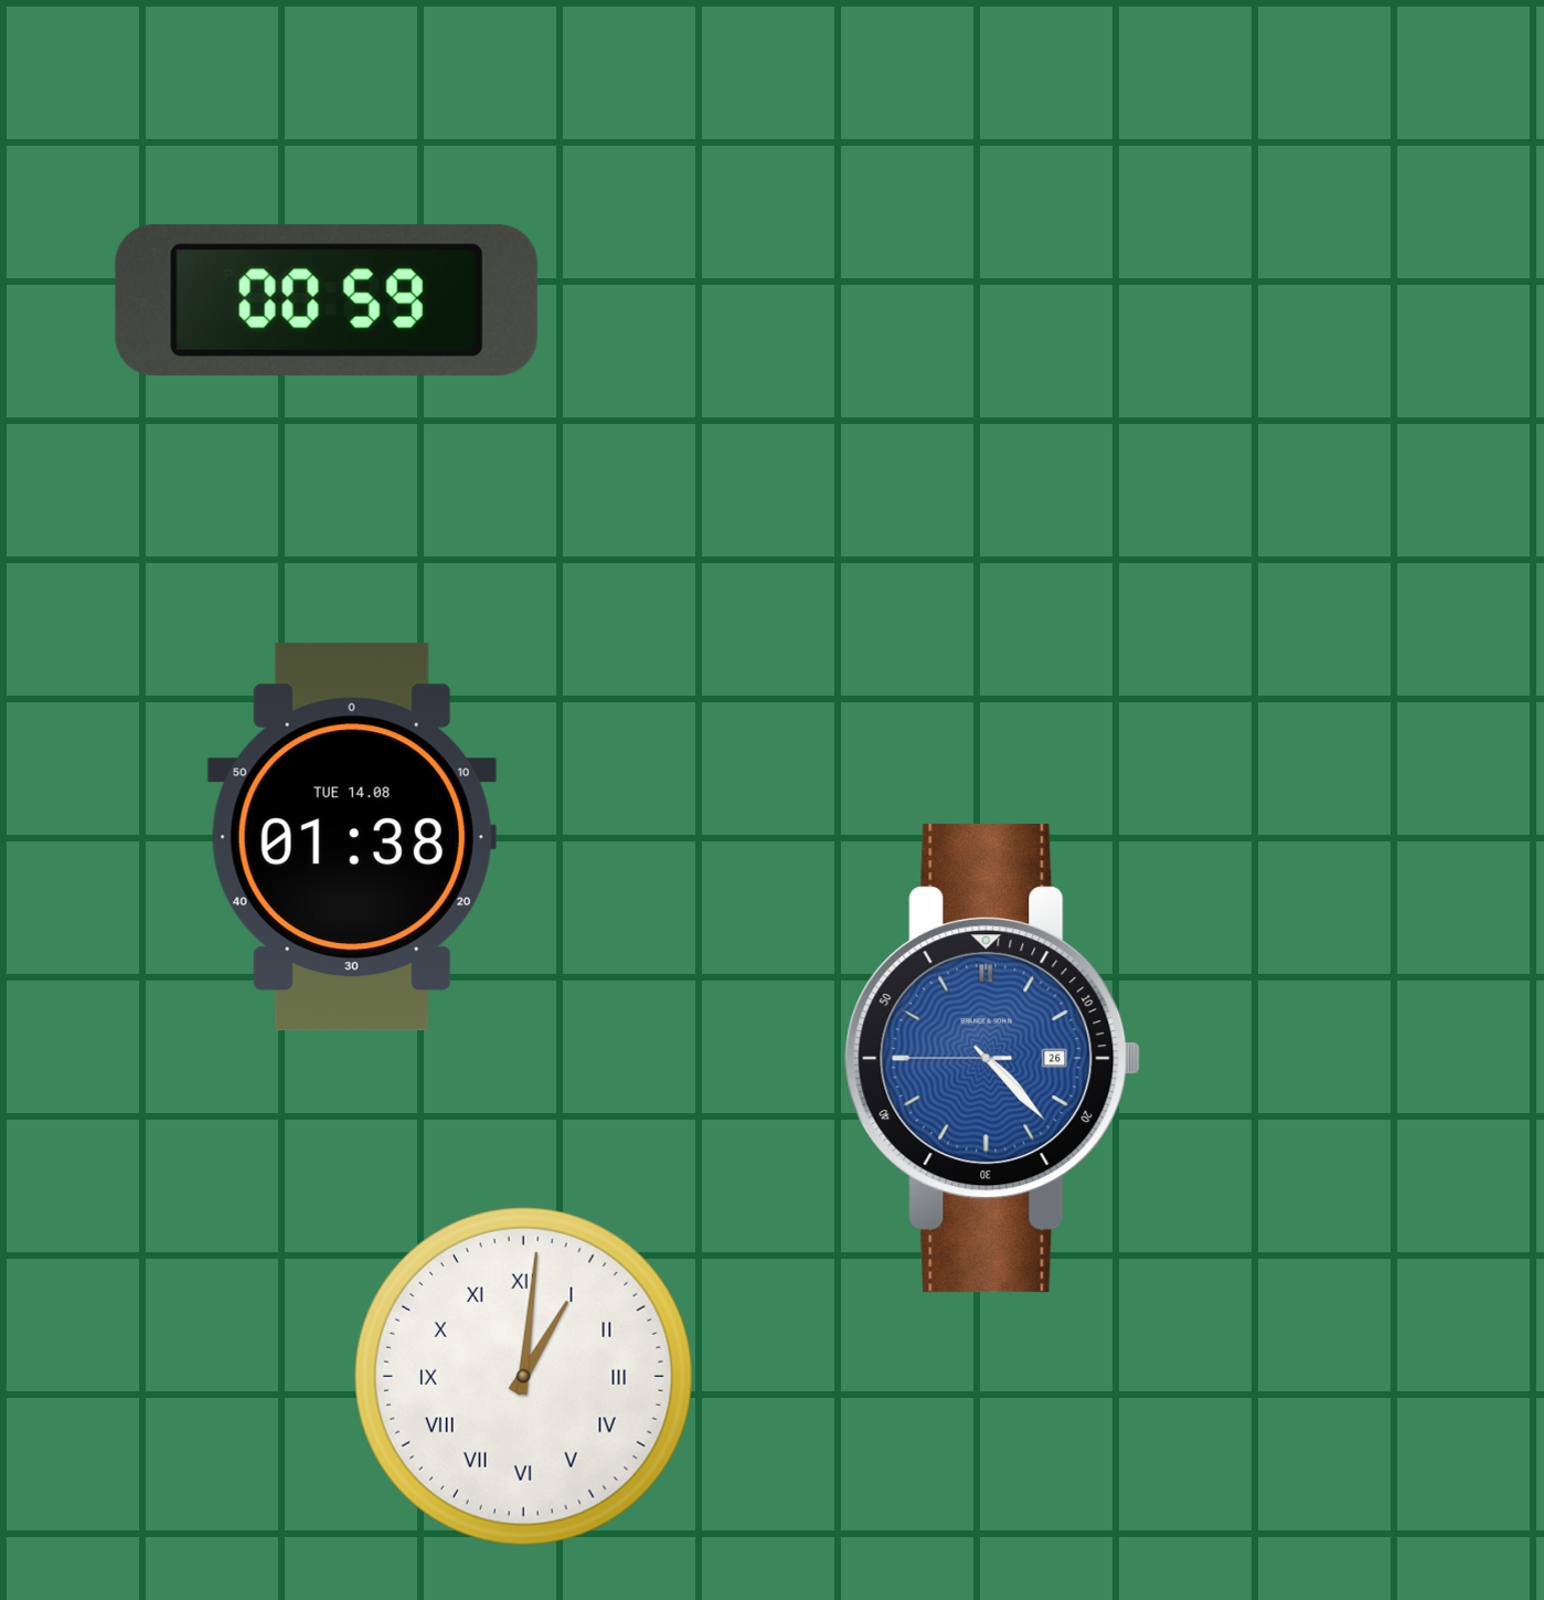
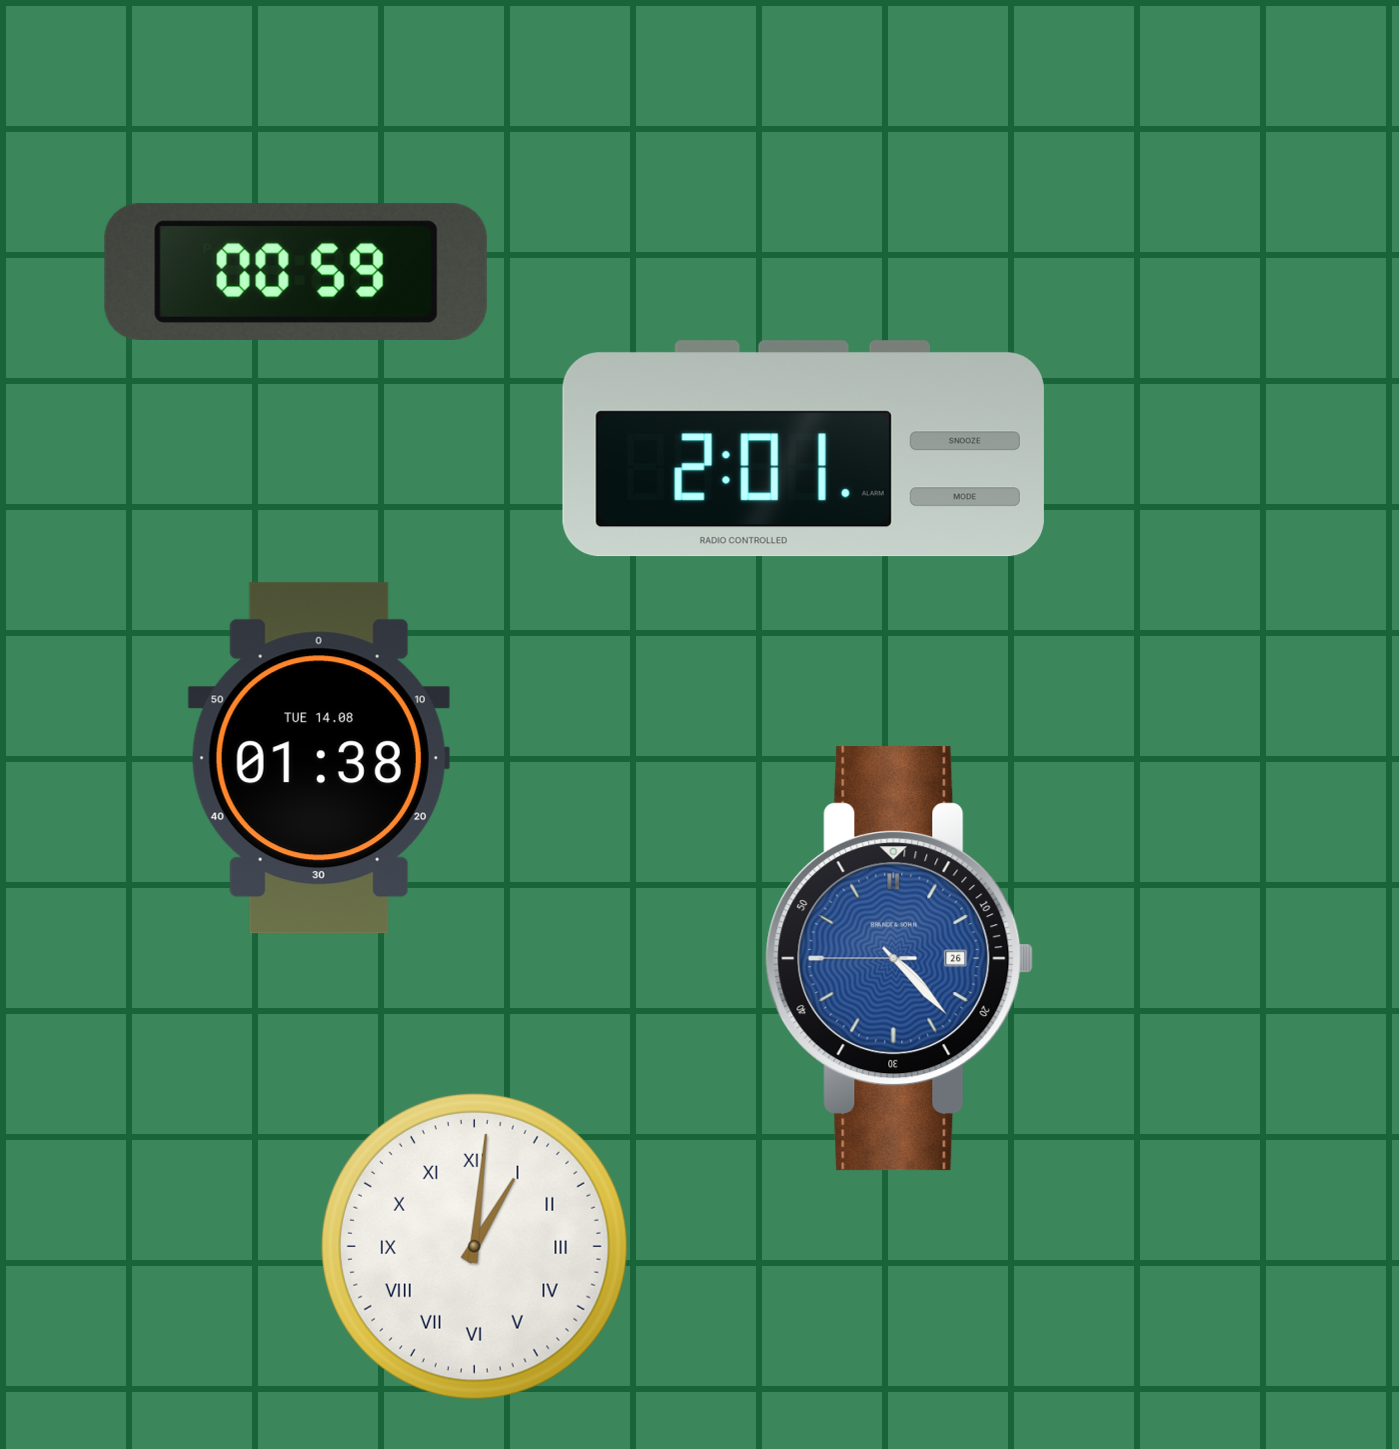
clock at (803, 449): none -> 2:01
